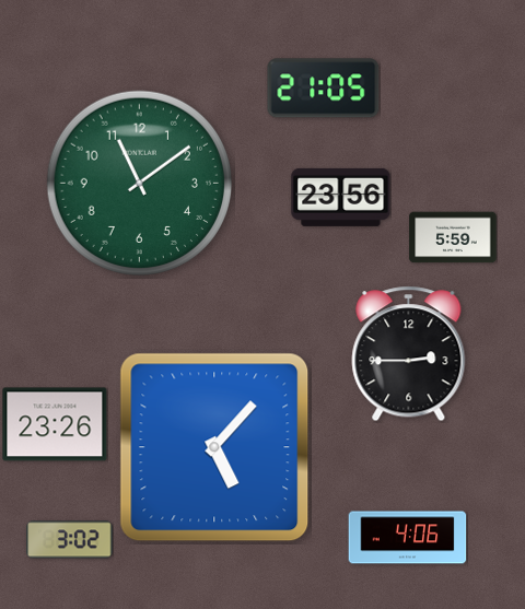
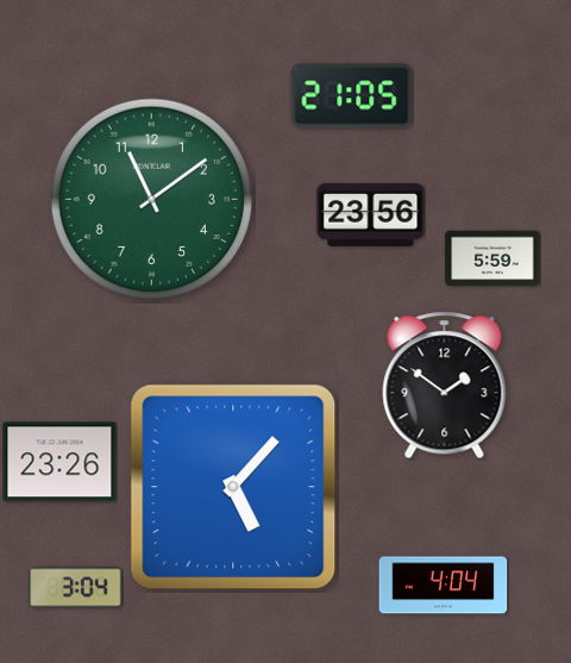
clock at (409, 354): 2:45 -> 1:51
clock at (408, 538): 4:06 -> 4:04
clock at (70, 540): 3:02 -> 3:04
